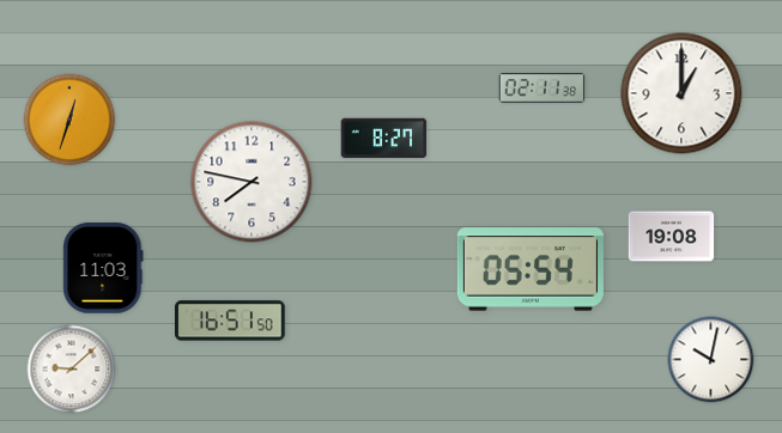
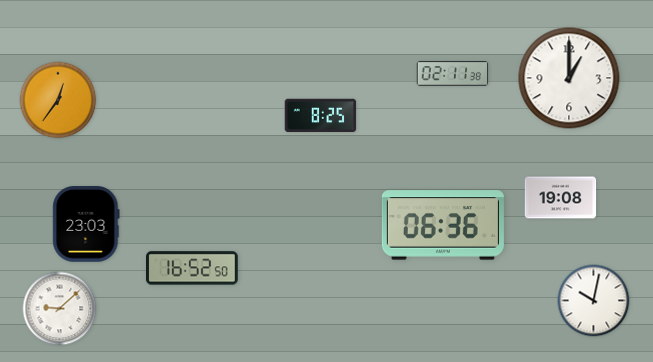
clock at (69, 120): 12:33 -> 12:36
clock at (384, 139): 8:27 -> 8:25
clock at (251, 182): 7:47 -> none
clock at (103, 268): 11:03 -> 23:03
clock at (531, 269): 05:54 -> 06:36
clock at (231, 321): 16:51 -> 16:52
